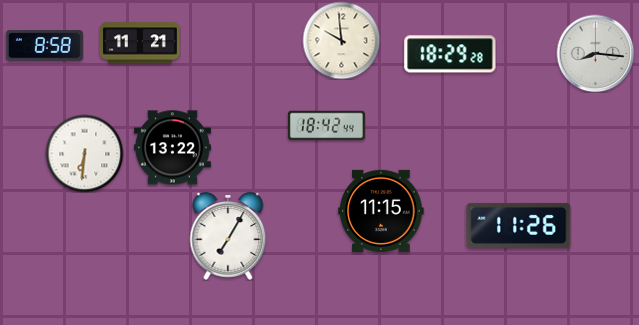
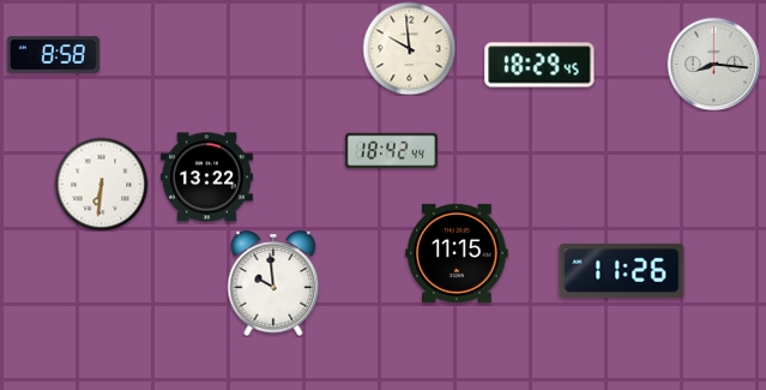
clock at (141, 43): 11:21 -> none
clock at (450, 54): 18:29:28 -> 18:29:45
clock at (228, 236): 7:05 -> 9:59
